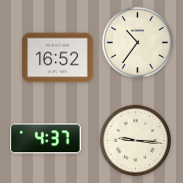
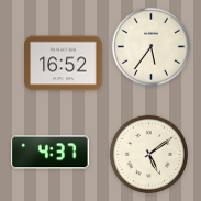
clock at (137, 42): 10:36 -> 5:36
clock at (135, 140): 9:16 -> 5:09
